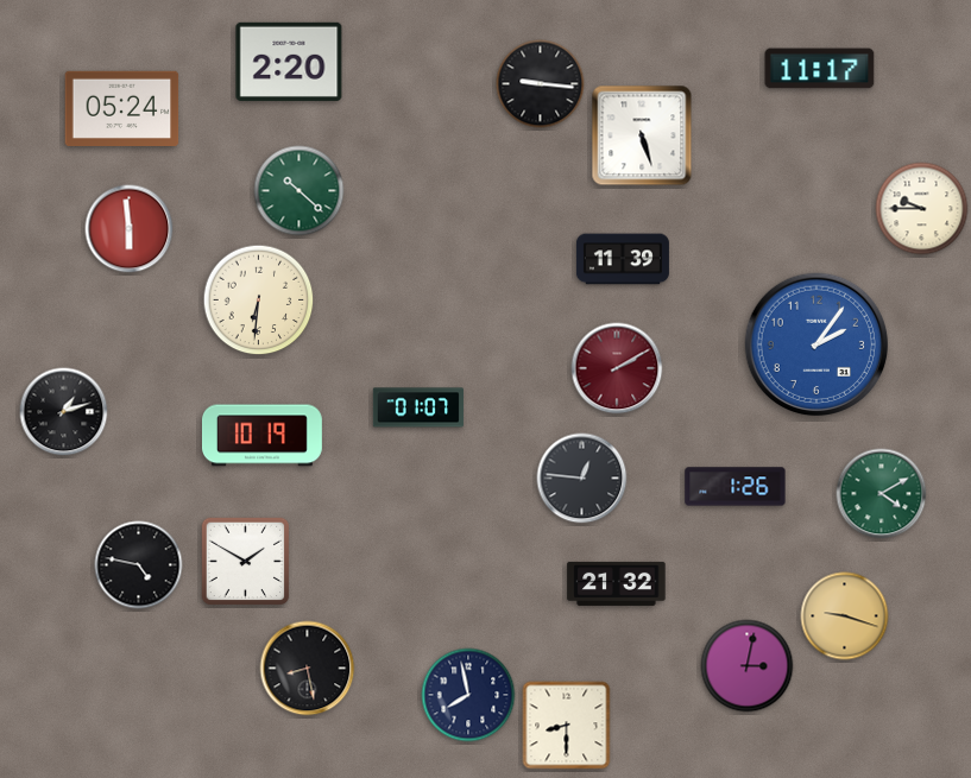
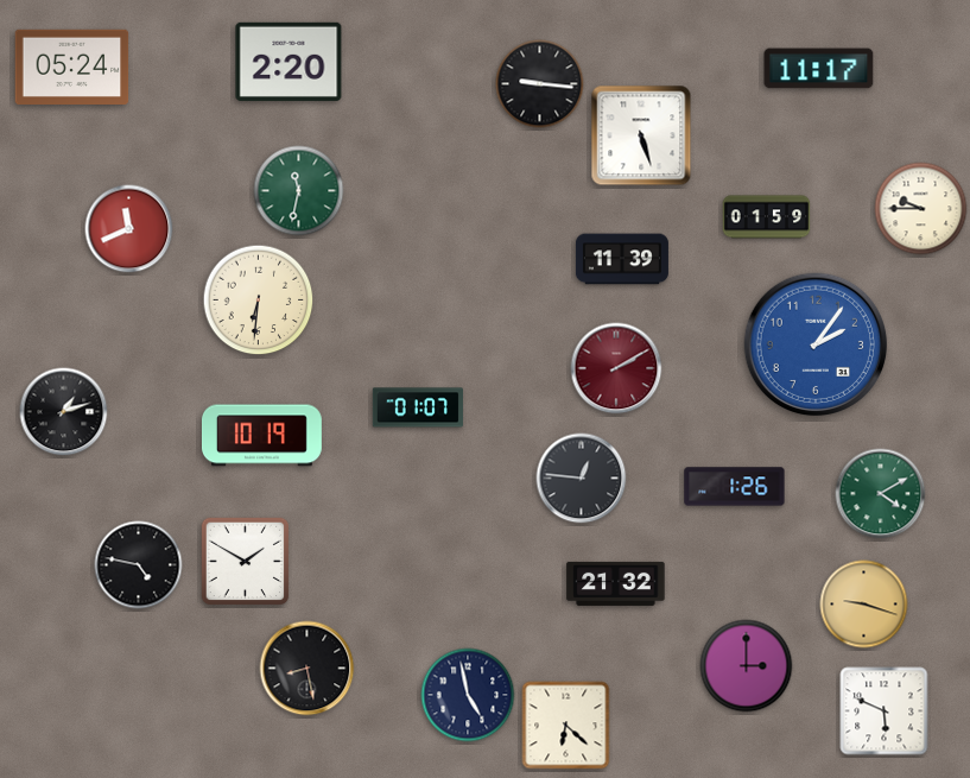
clock at (122, 108) position: (122, 108) -> (72, 67)
clock at (300, 191): 10:22 -> 11:32
clock at (767, 217): none -> 01:59
clock at (130, 229): 5:59 -> 11:41
clock at (845, 616) position: (845, 616) -> (864, 605)
clock at (748, 666): 3:02 -> 3:00
clock at (468, 695): 7:58 -> 4:58
clock at (885, 711): none -> 5:49
clock at (567, 726): 8:30 -> 6:22
